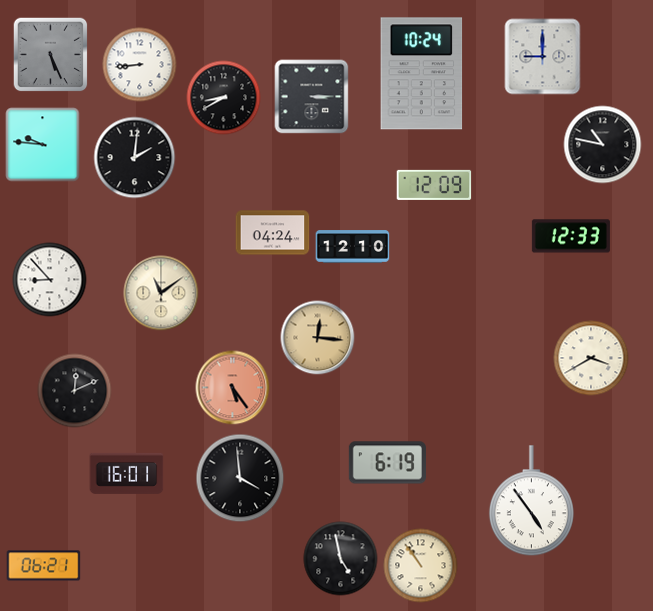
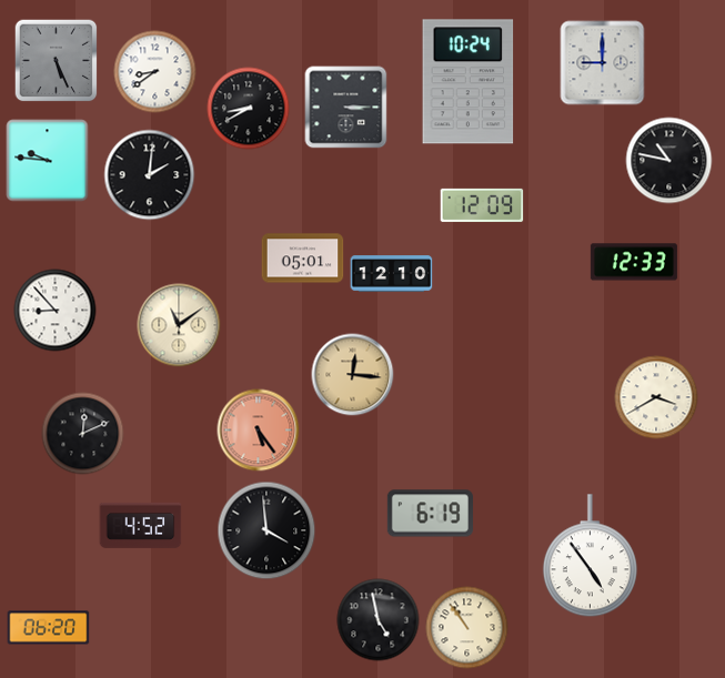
clock at (140, 65): 8:44 -> 8:39
clock at (273, 233): 04:24 -> 05:01
clock at (127, 473): 16:01 -> 4:52
clock at (44, 566): 06:21 -> 06:20
